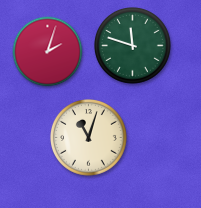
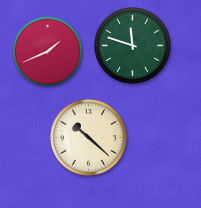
clock at (48, 52): 2:03 -> 1:41
clock at (89, 138): 11:03 -> 10:22
